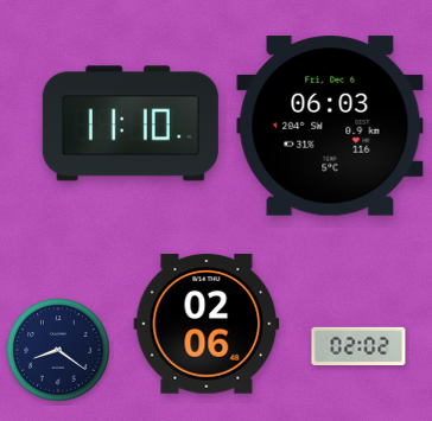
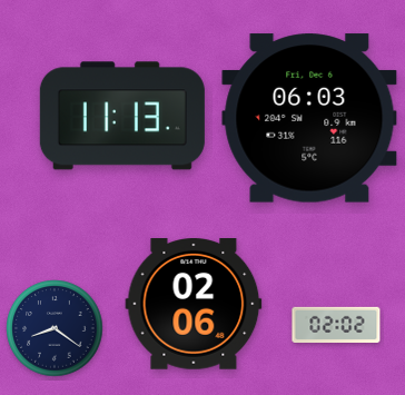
clock at (131, 123): 11:10 -> 11:13
